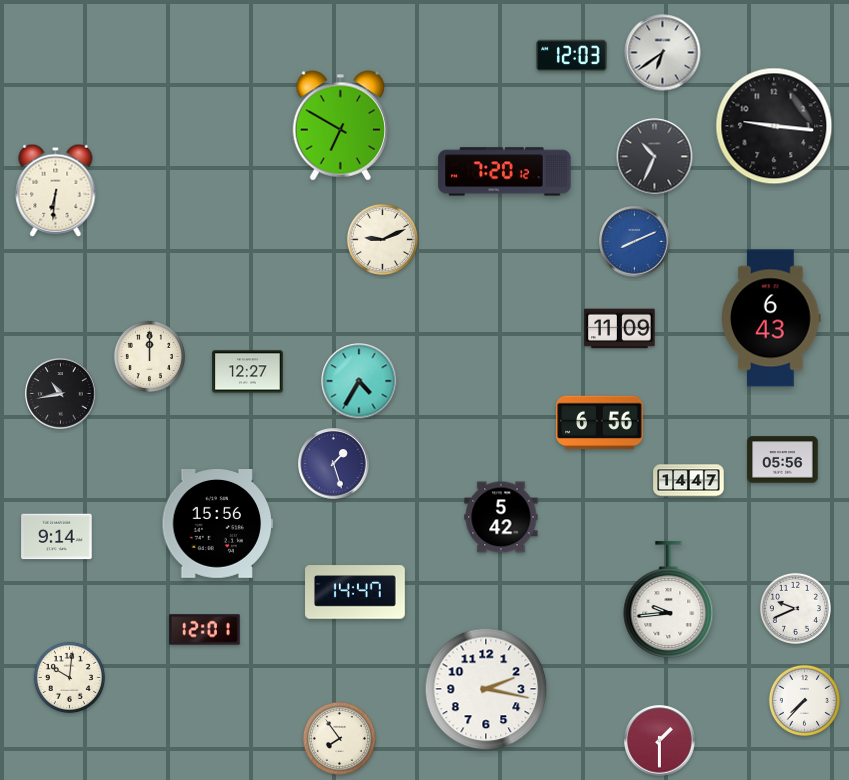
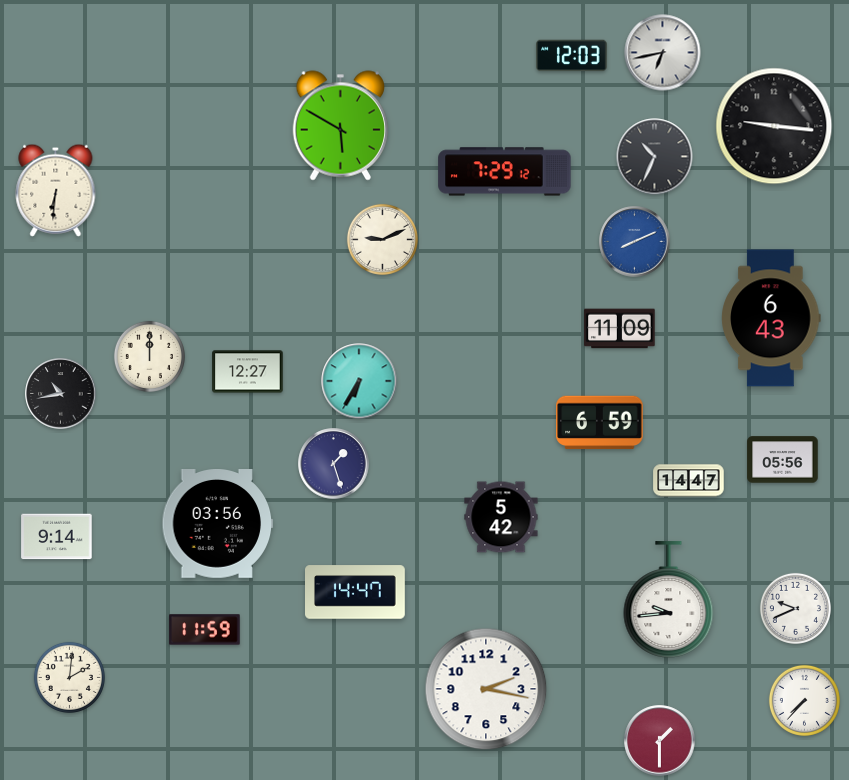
clock at (663, 53): 6:39 -> 6:43
clock at (340, 126): 6:50 -> 5:50
clock at (505, 172): 7:20 -> 7:29
clock at (359, 381): 4:35 -> 6:35
clock at (600, 423): 6:56 -> 6:59
clock at (218, 524): 15:56 -> 03:56
clock at (205, 630): 12:01 -> 11:59
clock at (69, 677): 10:01 -> 2:01
clock at (339, 738): 7:54 -> none
